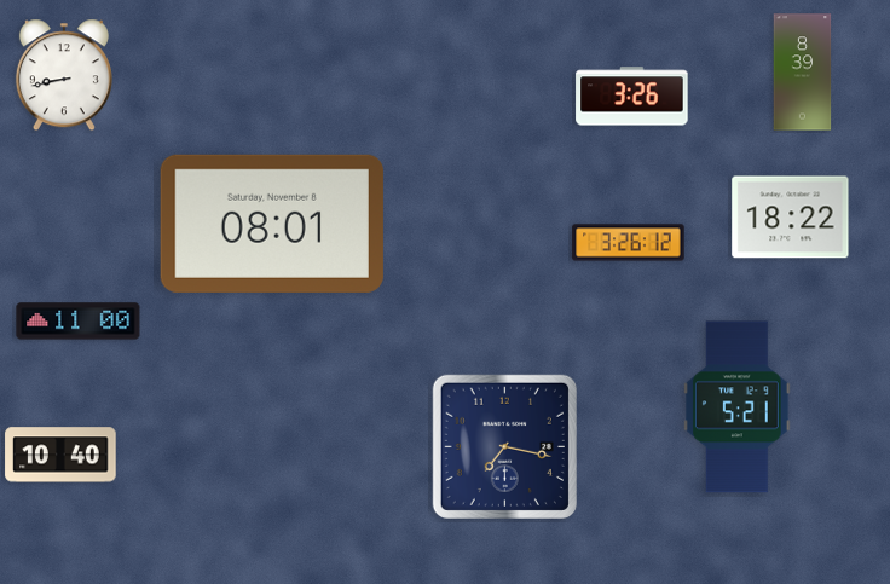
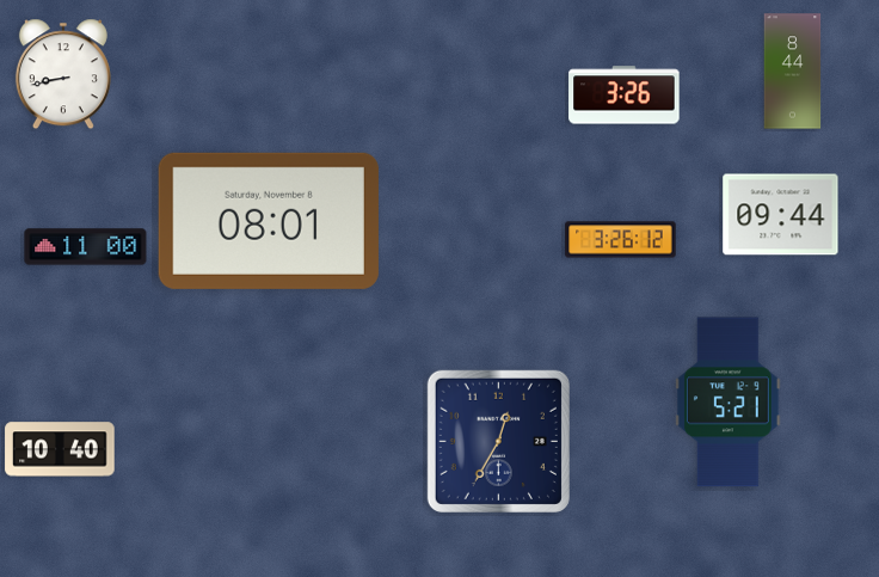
clock at (803, 73): 8:39 -> 8:44
clock at (791, 218): 18:22 -> 09:44
clock at (79, 322) position: (79, 322) -> (86, 247)
clock at (504, 446): 7:17 -> 12:35
